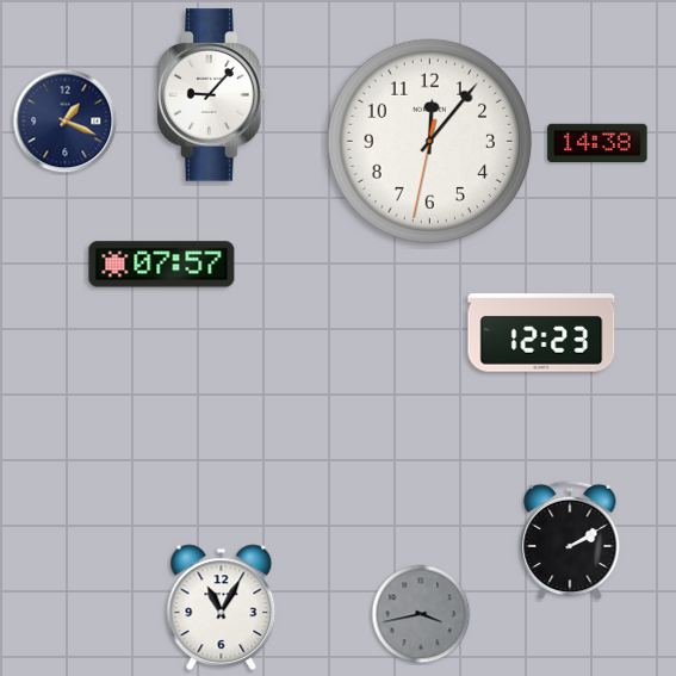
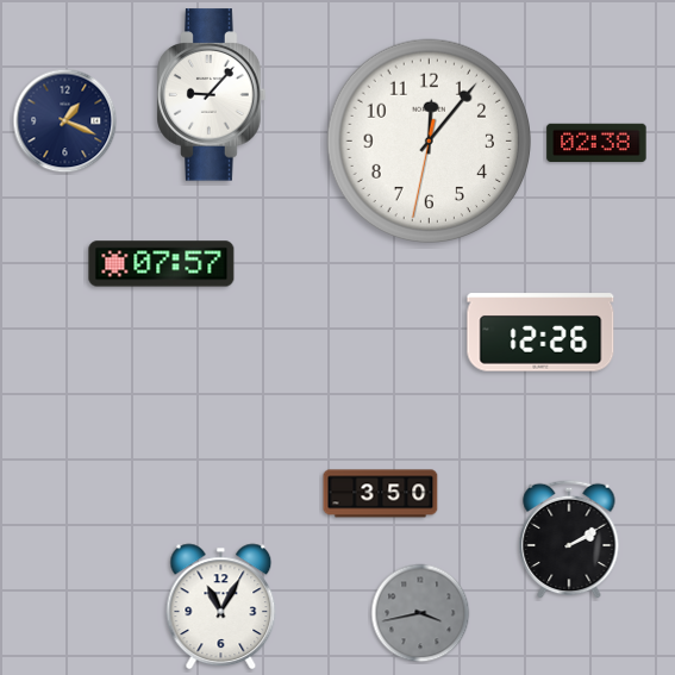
clock at (597, 142): 14:38 -> 02:38
clock at (541, 333): 12:23 -> 12:26
clock at (381, 494): none -> 3:50
